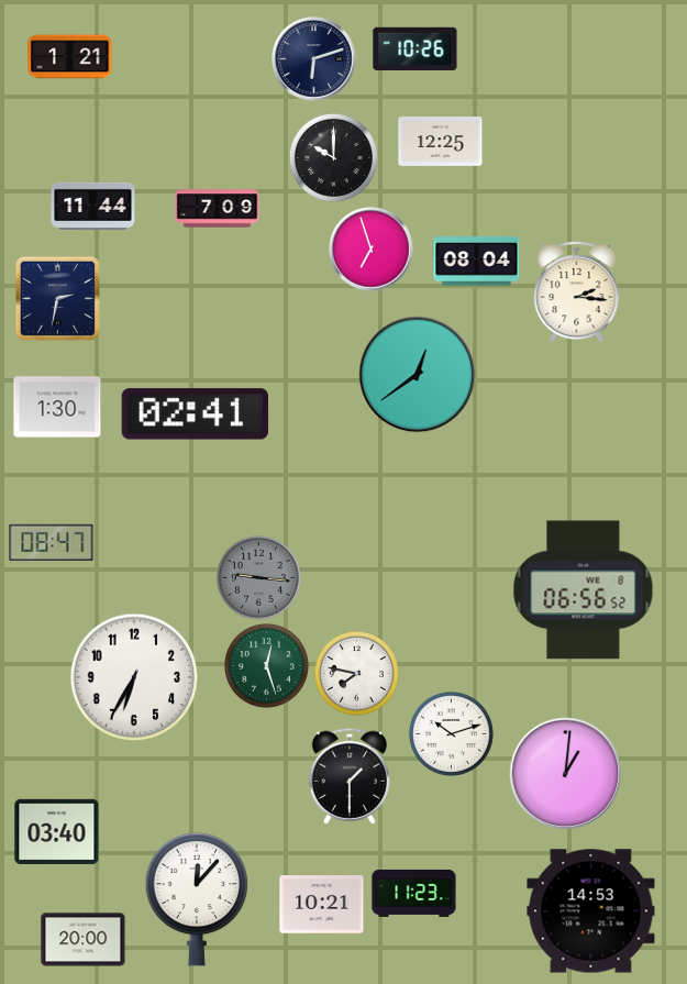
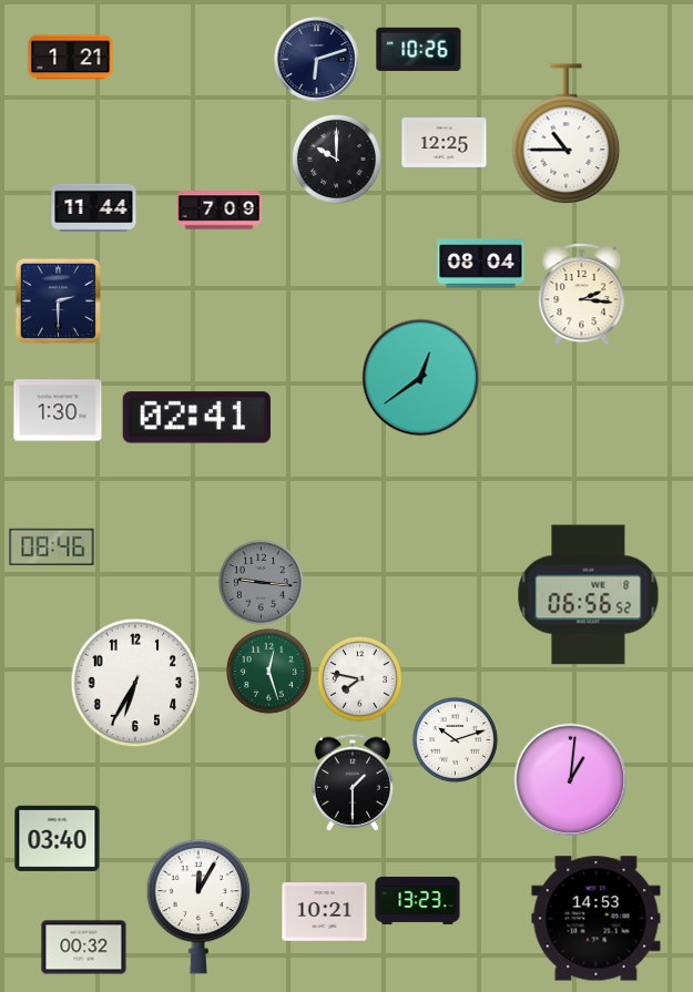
clock at (567, 134): none -> 10:45
clock at (372, 250): 6:57 -> none
clock at (57, 298): 2:32 -> 2:30
clock at (52, 542): 08:47 -> 08:46
clock at (414, 893): 11:23 -> 13:23
clock at (197, 899): 12:07 -> 12:05
clock at (84, 940): 20:00 -> 00:32
